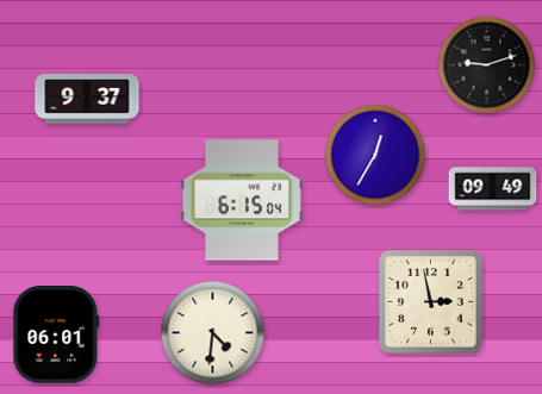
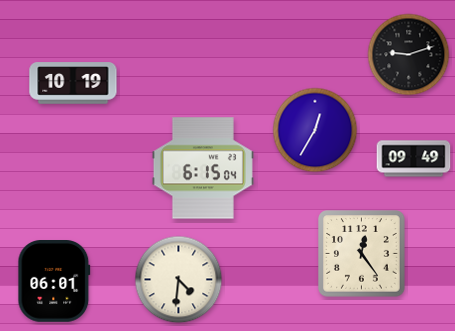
clock at (87, 99): 9:37 -> 10:19
clock at (431, 302): 2:58 -> 12:24
clock at (56, 336) position: (56, 336) -> (54, 282)
